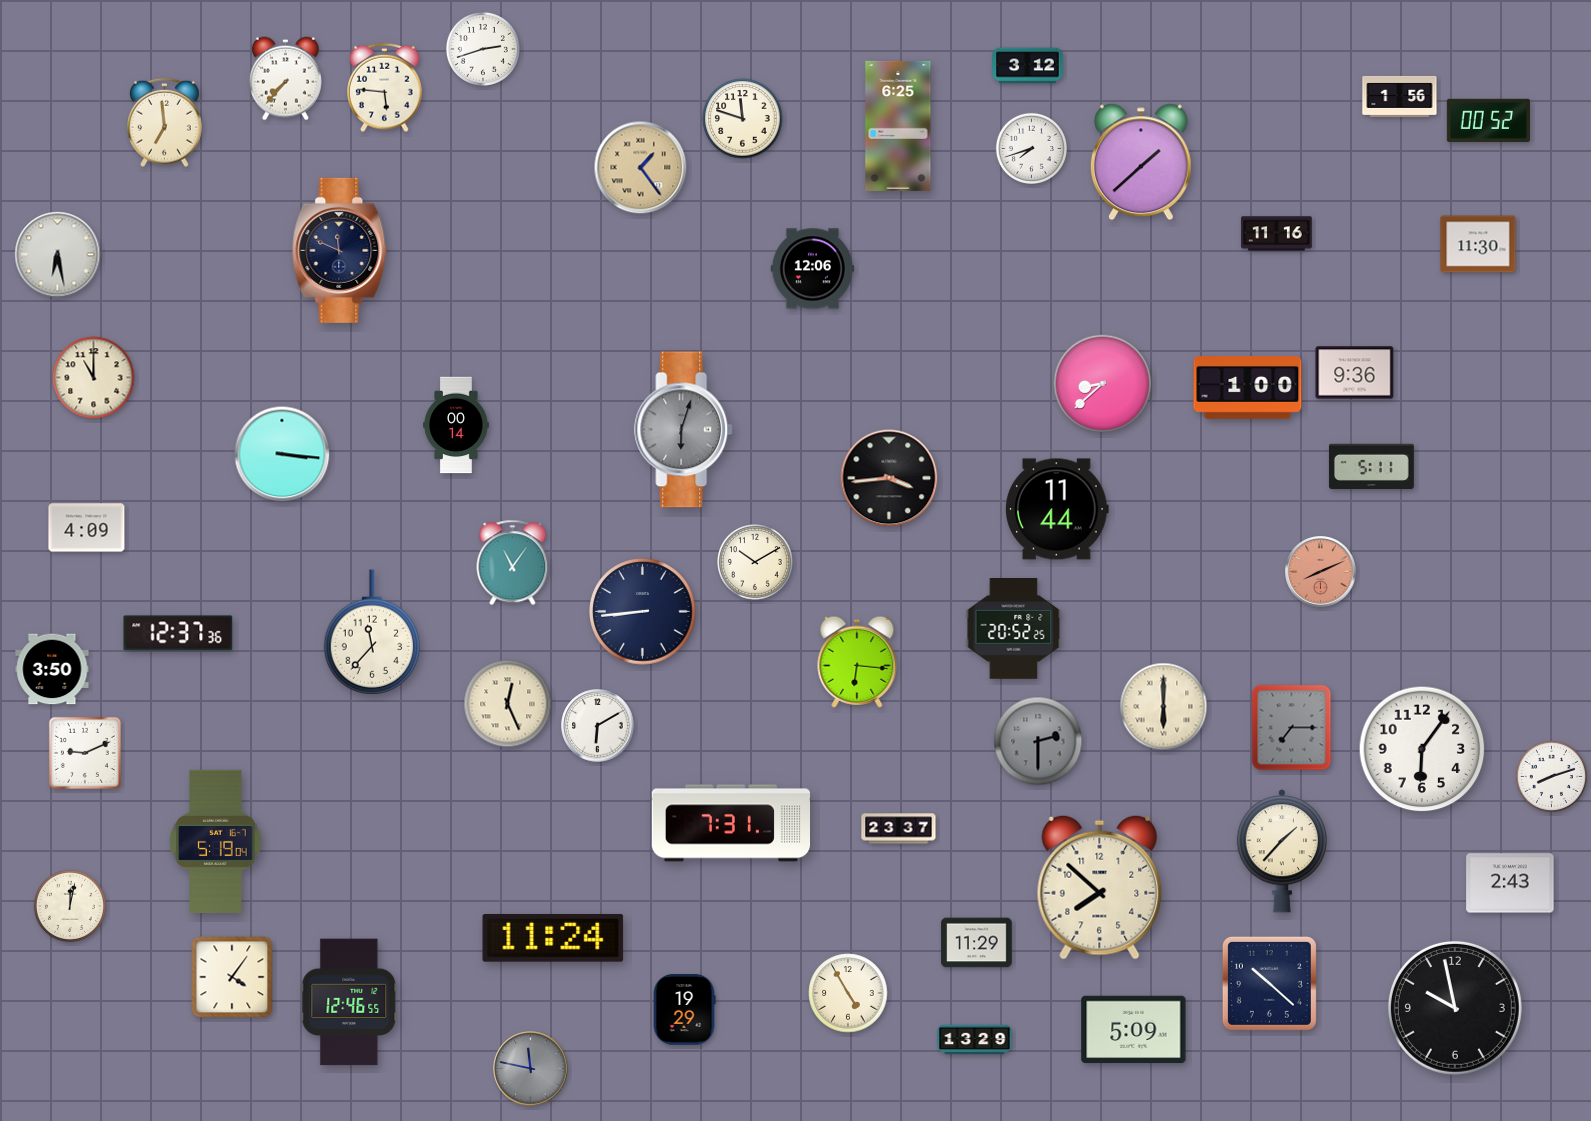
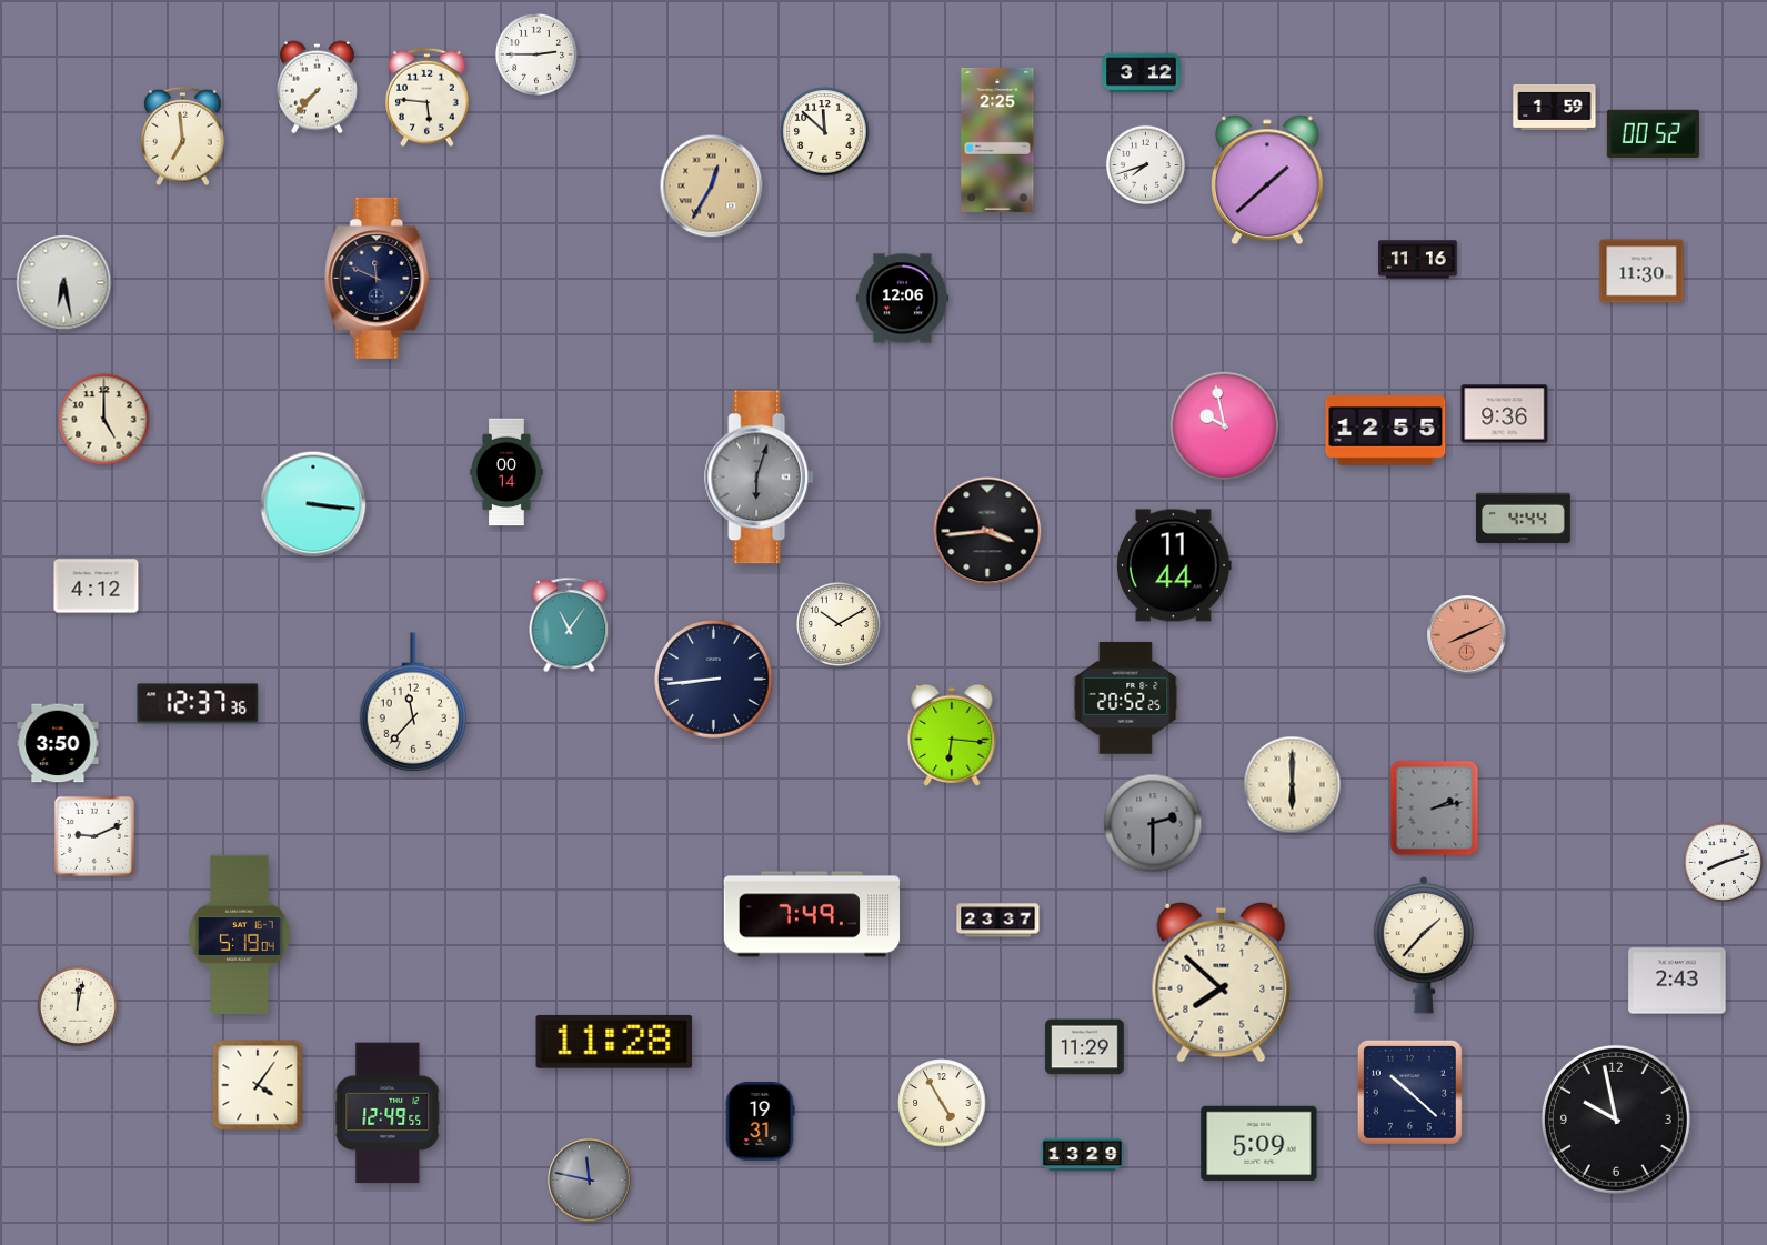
clock at (483, 49): 2:42 -> 2:45
clock at (1400, 96): 1:56 -> 1:59
clock at (743, 119): 11:48 -> 11:52
clock at (898, 126): 6:25 -> 2:25
clock at (641, 168): 1:24 -> 12:35
clock at (94, 378): 11:00 -> 5:00
clock at (1103, 384): 8:38 -> 9:58
clock at (1248, 388): 1:00 -> 12:55
clock at (1371, 467): 5:11 -> 4:44
clock at (87, 528): 4:09 -> 4:12
clock at (508, 704): 12:26 -> none
clock at (598, 726): 6:10 -> none
clock at (1292, 728): 7:15 -> 2:13
clock at (1422, 749): 6:06 -> none
clock at (730, 823): 7:31 -> 7:49
clock at (1100, 887) position: (1100, 887) -> (1222, 982)
clock at (553, 938): 11:24 -> 11:28
clock at (349, 1002): 12:46 -> 12:49
clock at (684, 1010): 19:29 -> 19:31
clock at (531, 1069) position: (531, 1069) -> (590, 1181)
